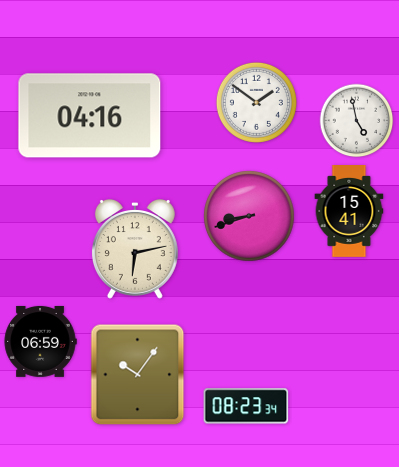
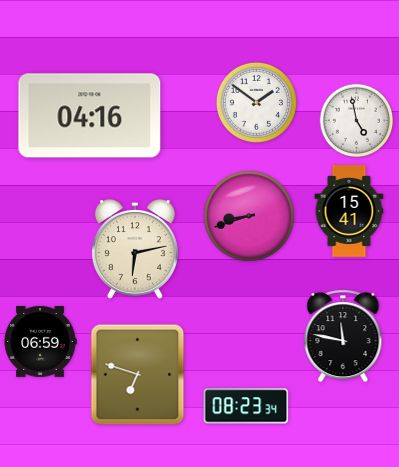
clock at (343, 336): none -> 11:47
clock at (138, 375): 10:06 -> 6:48
